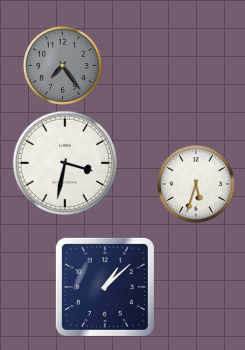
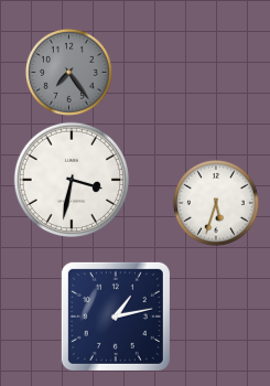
clock at (105, 287): 1:08 -> 1:13
